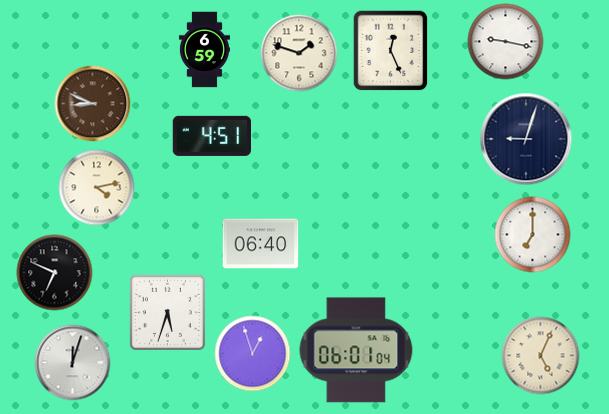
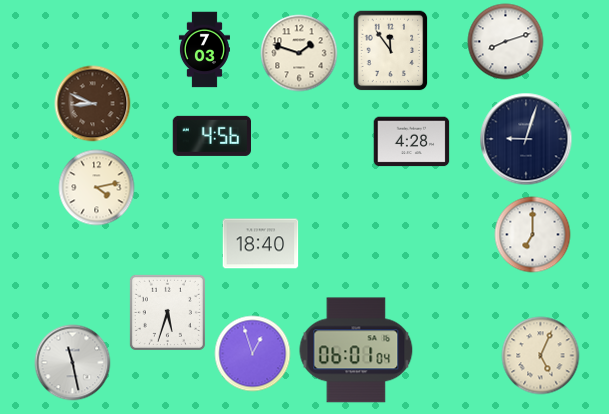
clock at (506, 42): 9:17 -> 8:12
clock at (204, 50): 6:59 -> 7:03
clock at (391, 51): 12:26 -> 11:54
clock at (211, 136): 4:51 -> 4:56
clock at (412, 142): none -> 4:28
clock at (261, 244): 06:40 -> 18:40
clock at (55, 273): 6:49 -> none
clock at (73, 363): 12:03 -> 11:28
